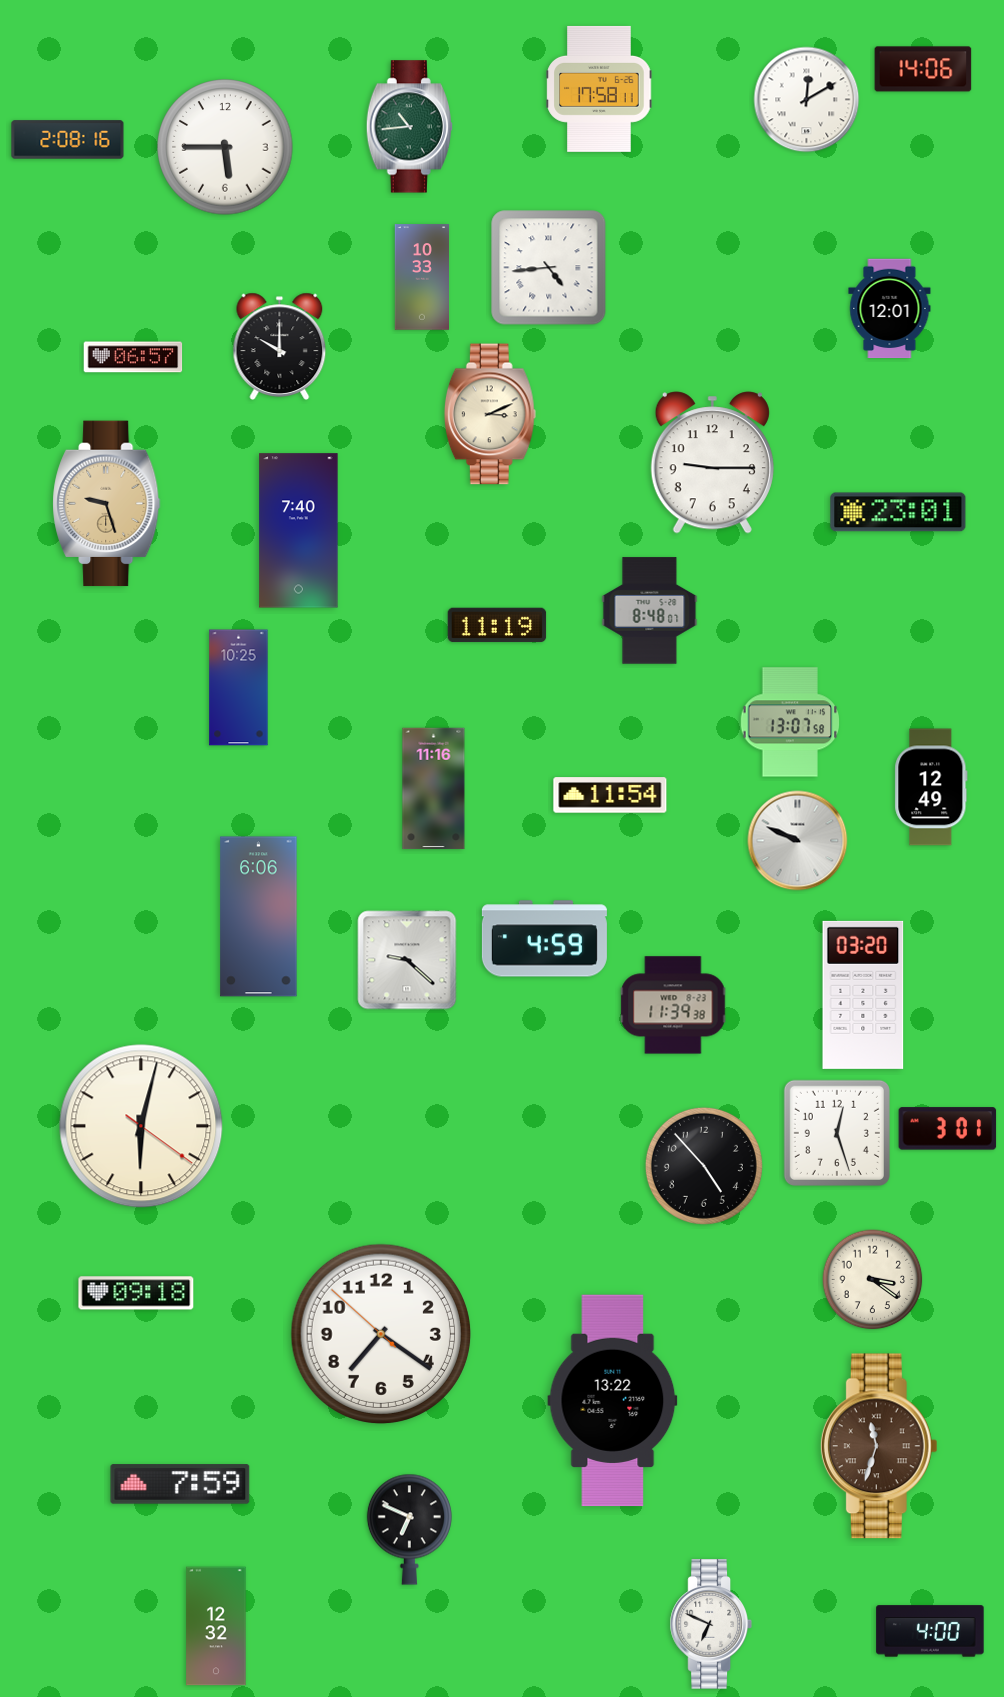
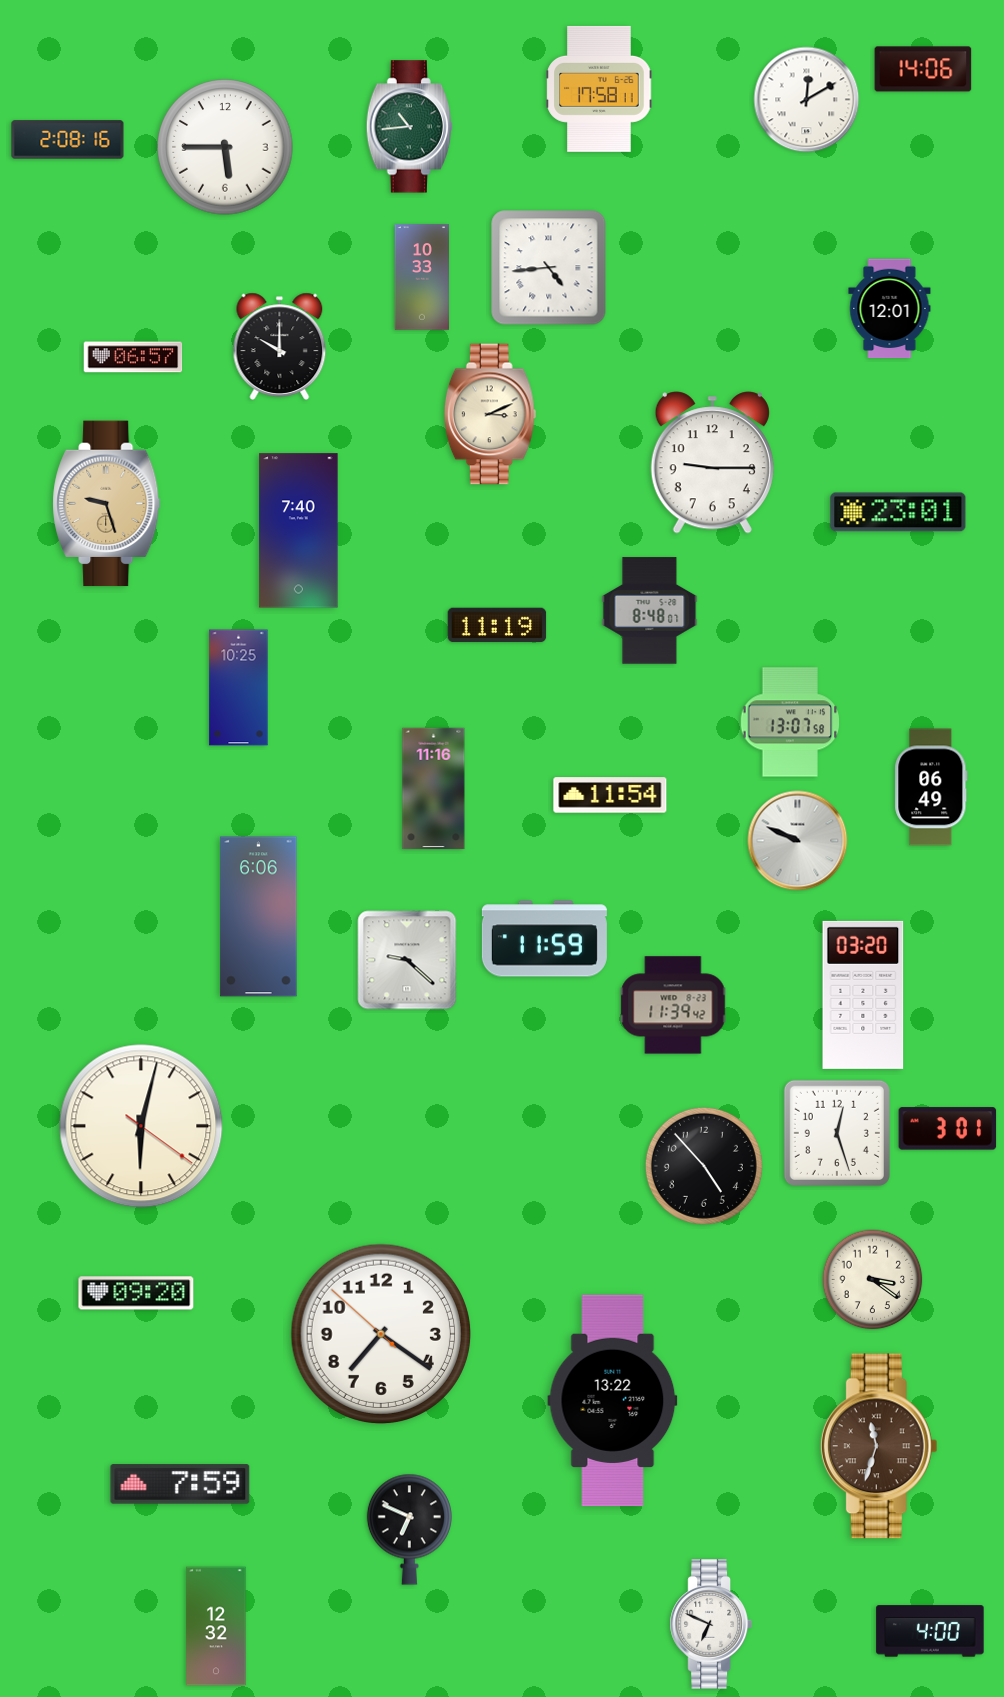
clock at (931, 787): 12:49 -> 06:49
clock at (544, 939): 4:59 -> 11:59
clock at (673, 1005): 11:39:38 -> 11:39:42
clock at (136, 1293): 09:18 -> 09:20
